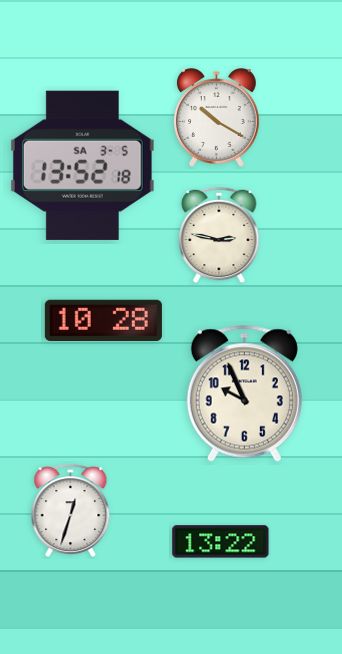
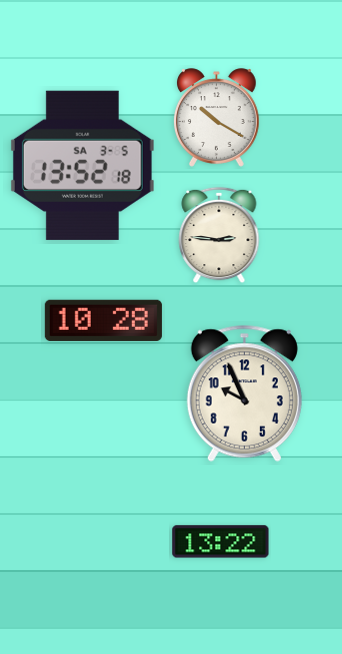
clock at (219, 235): 2:47 -> 2:46
clock at (71, 511): 12:33 -> none
